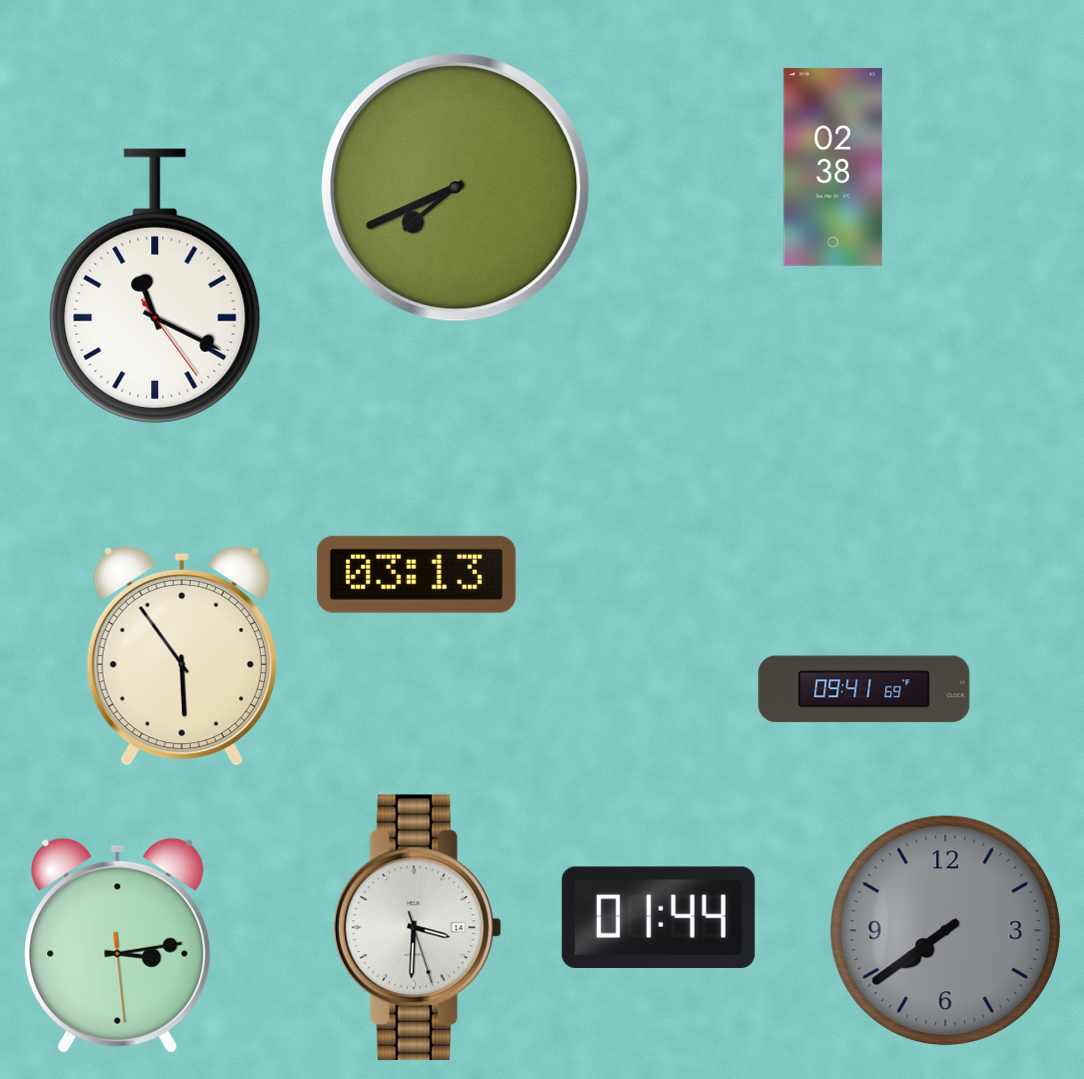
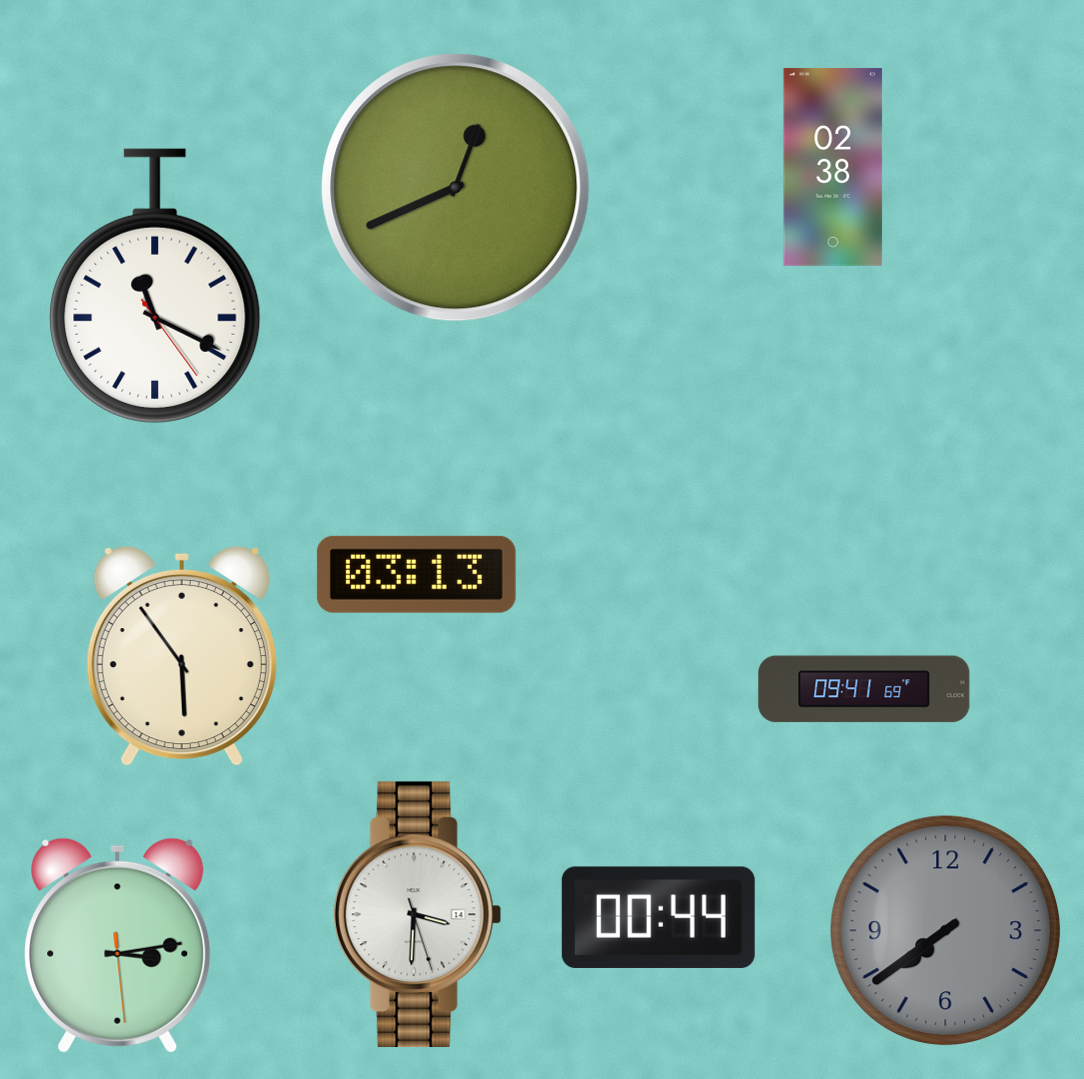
clock at (456, 188): 7:41 -> 12:41
clock at (658, 917): 01:44 -> 00:44
clock at (417, 927) position: (417, 927) -> (417, 914)
